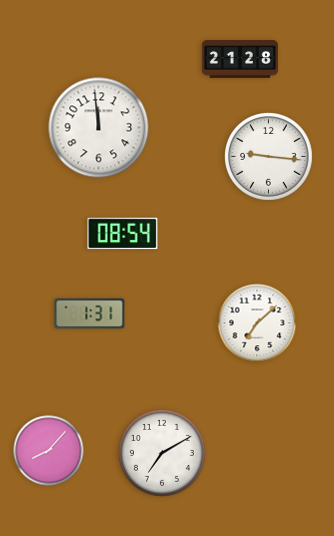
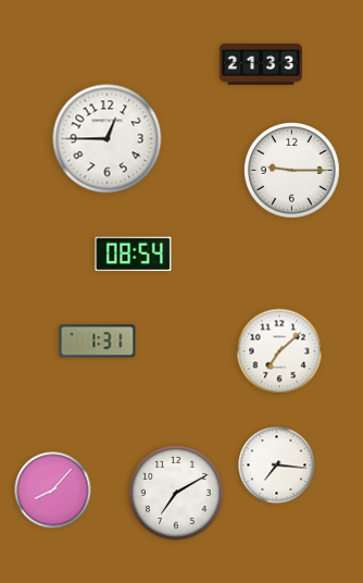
clock at (240, 59): 21:28 -> 21:33
clock at (99, 128): 11:59 -> 12:45
clock at (269, 157): 9:16 -> 9:15
clock at (277, 466): none -> 7:16
